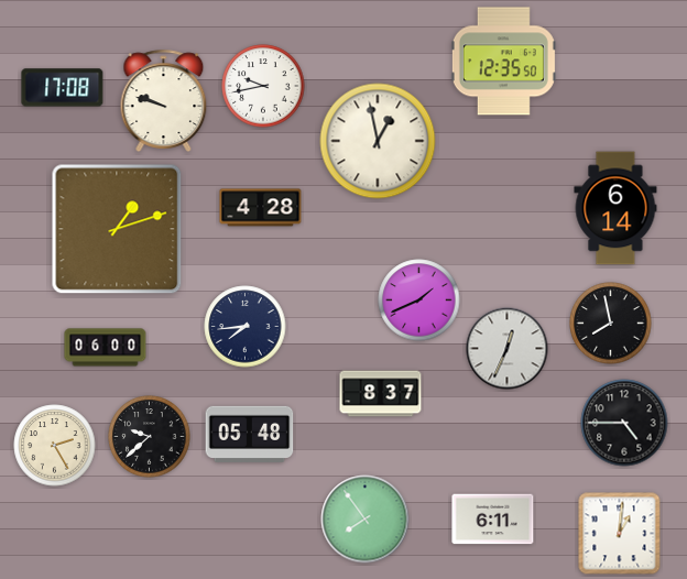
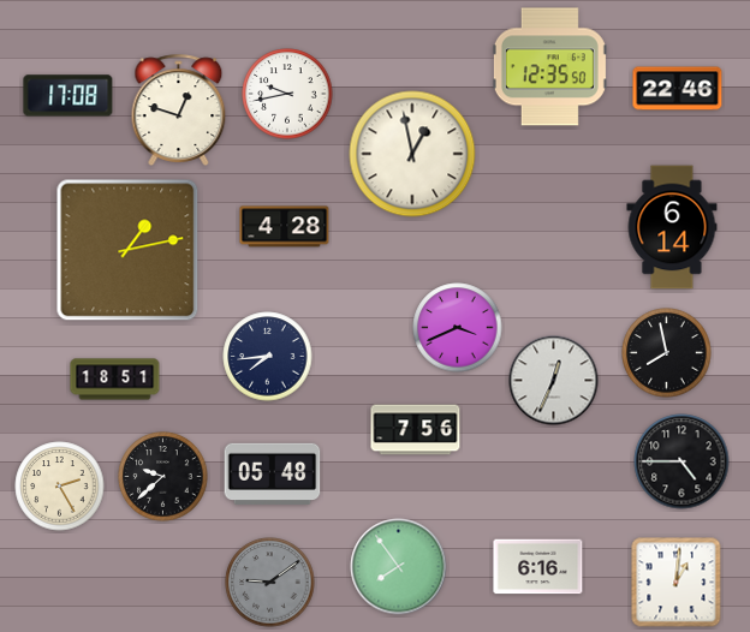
clock at (678, 89): none -> 22:46
clock at (164, 100): 9:48 -> 12:48
clock at (117, 229): 1:12 -> 1:13
clock at (419, 301): 1:41 -> 3:41
clock at (106, 348): 06:00 -> 18:51
clock at (381, 394): 8:37 -> 7:56
clock at (493, 520): 6:11 -> 6:16
clock at (270, 583): none -> 9:09
